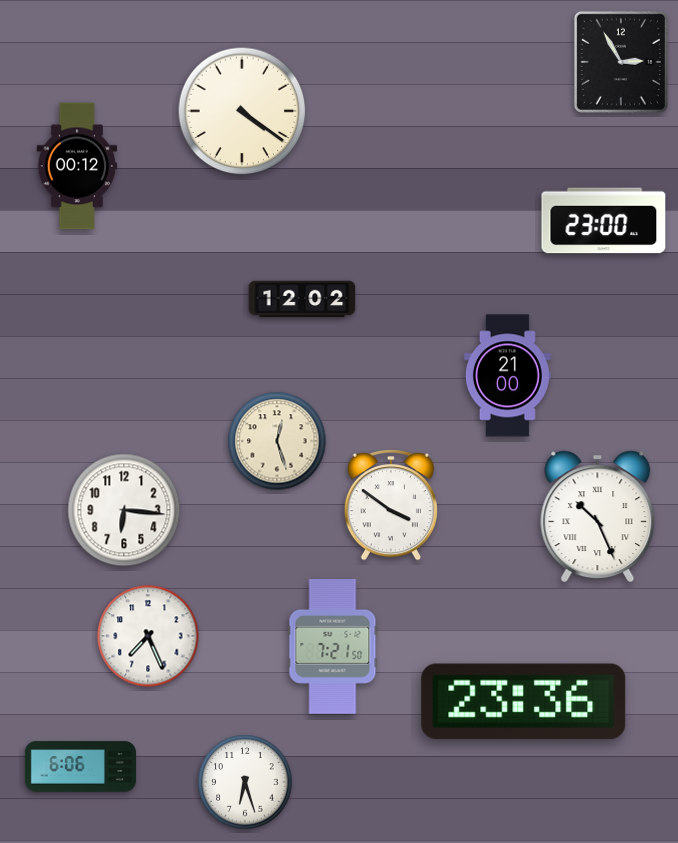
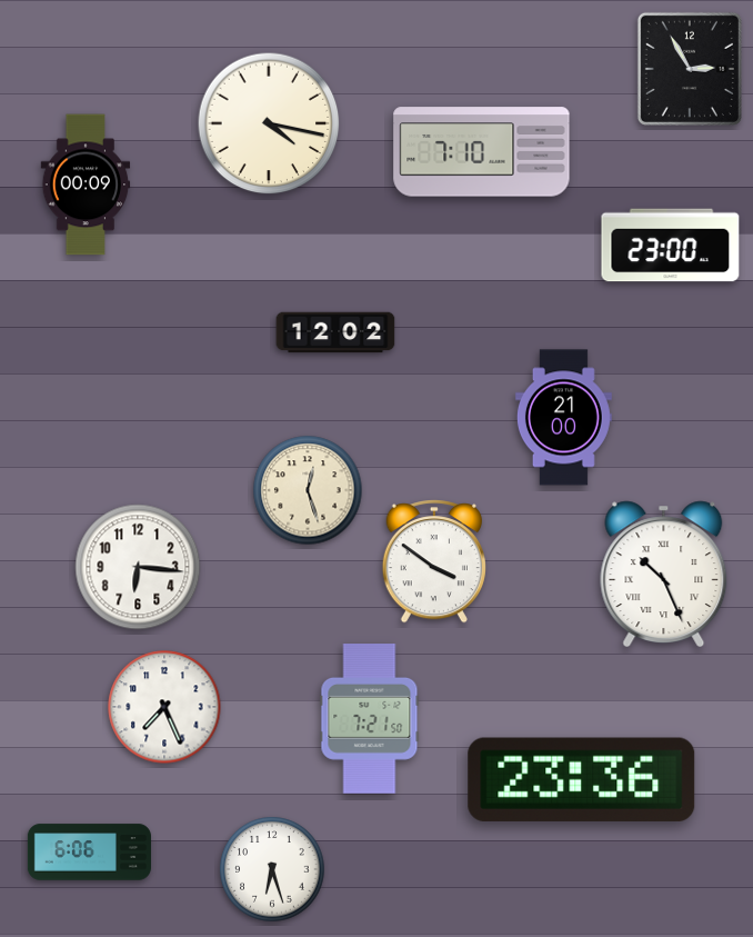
clock at (242, 111): 4:21 -> 4:17
clock at (482, 152): none -> 7:10
clock at (77, 166): 00:12 -> 00:09
